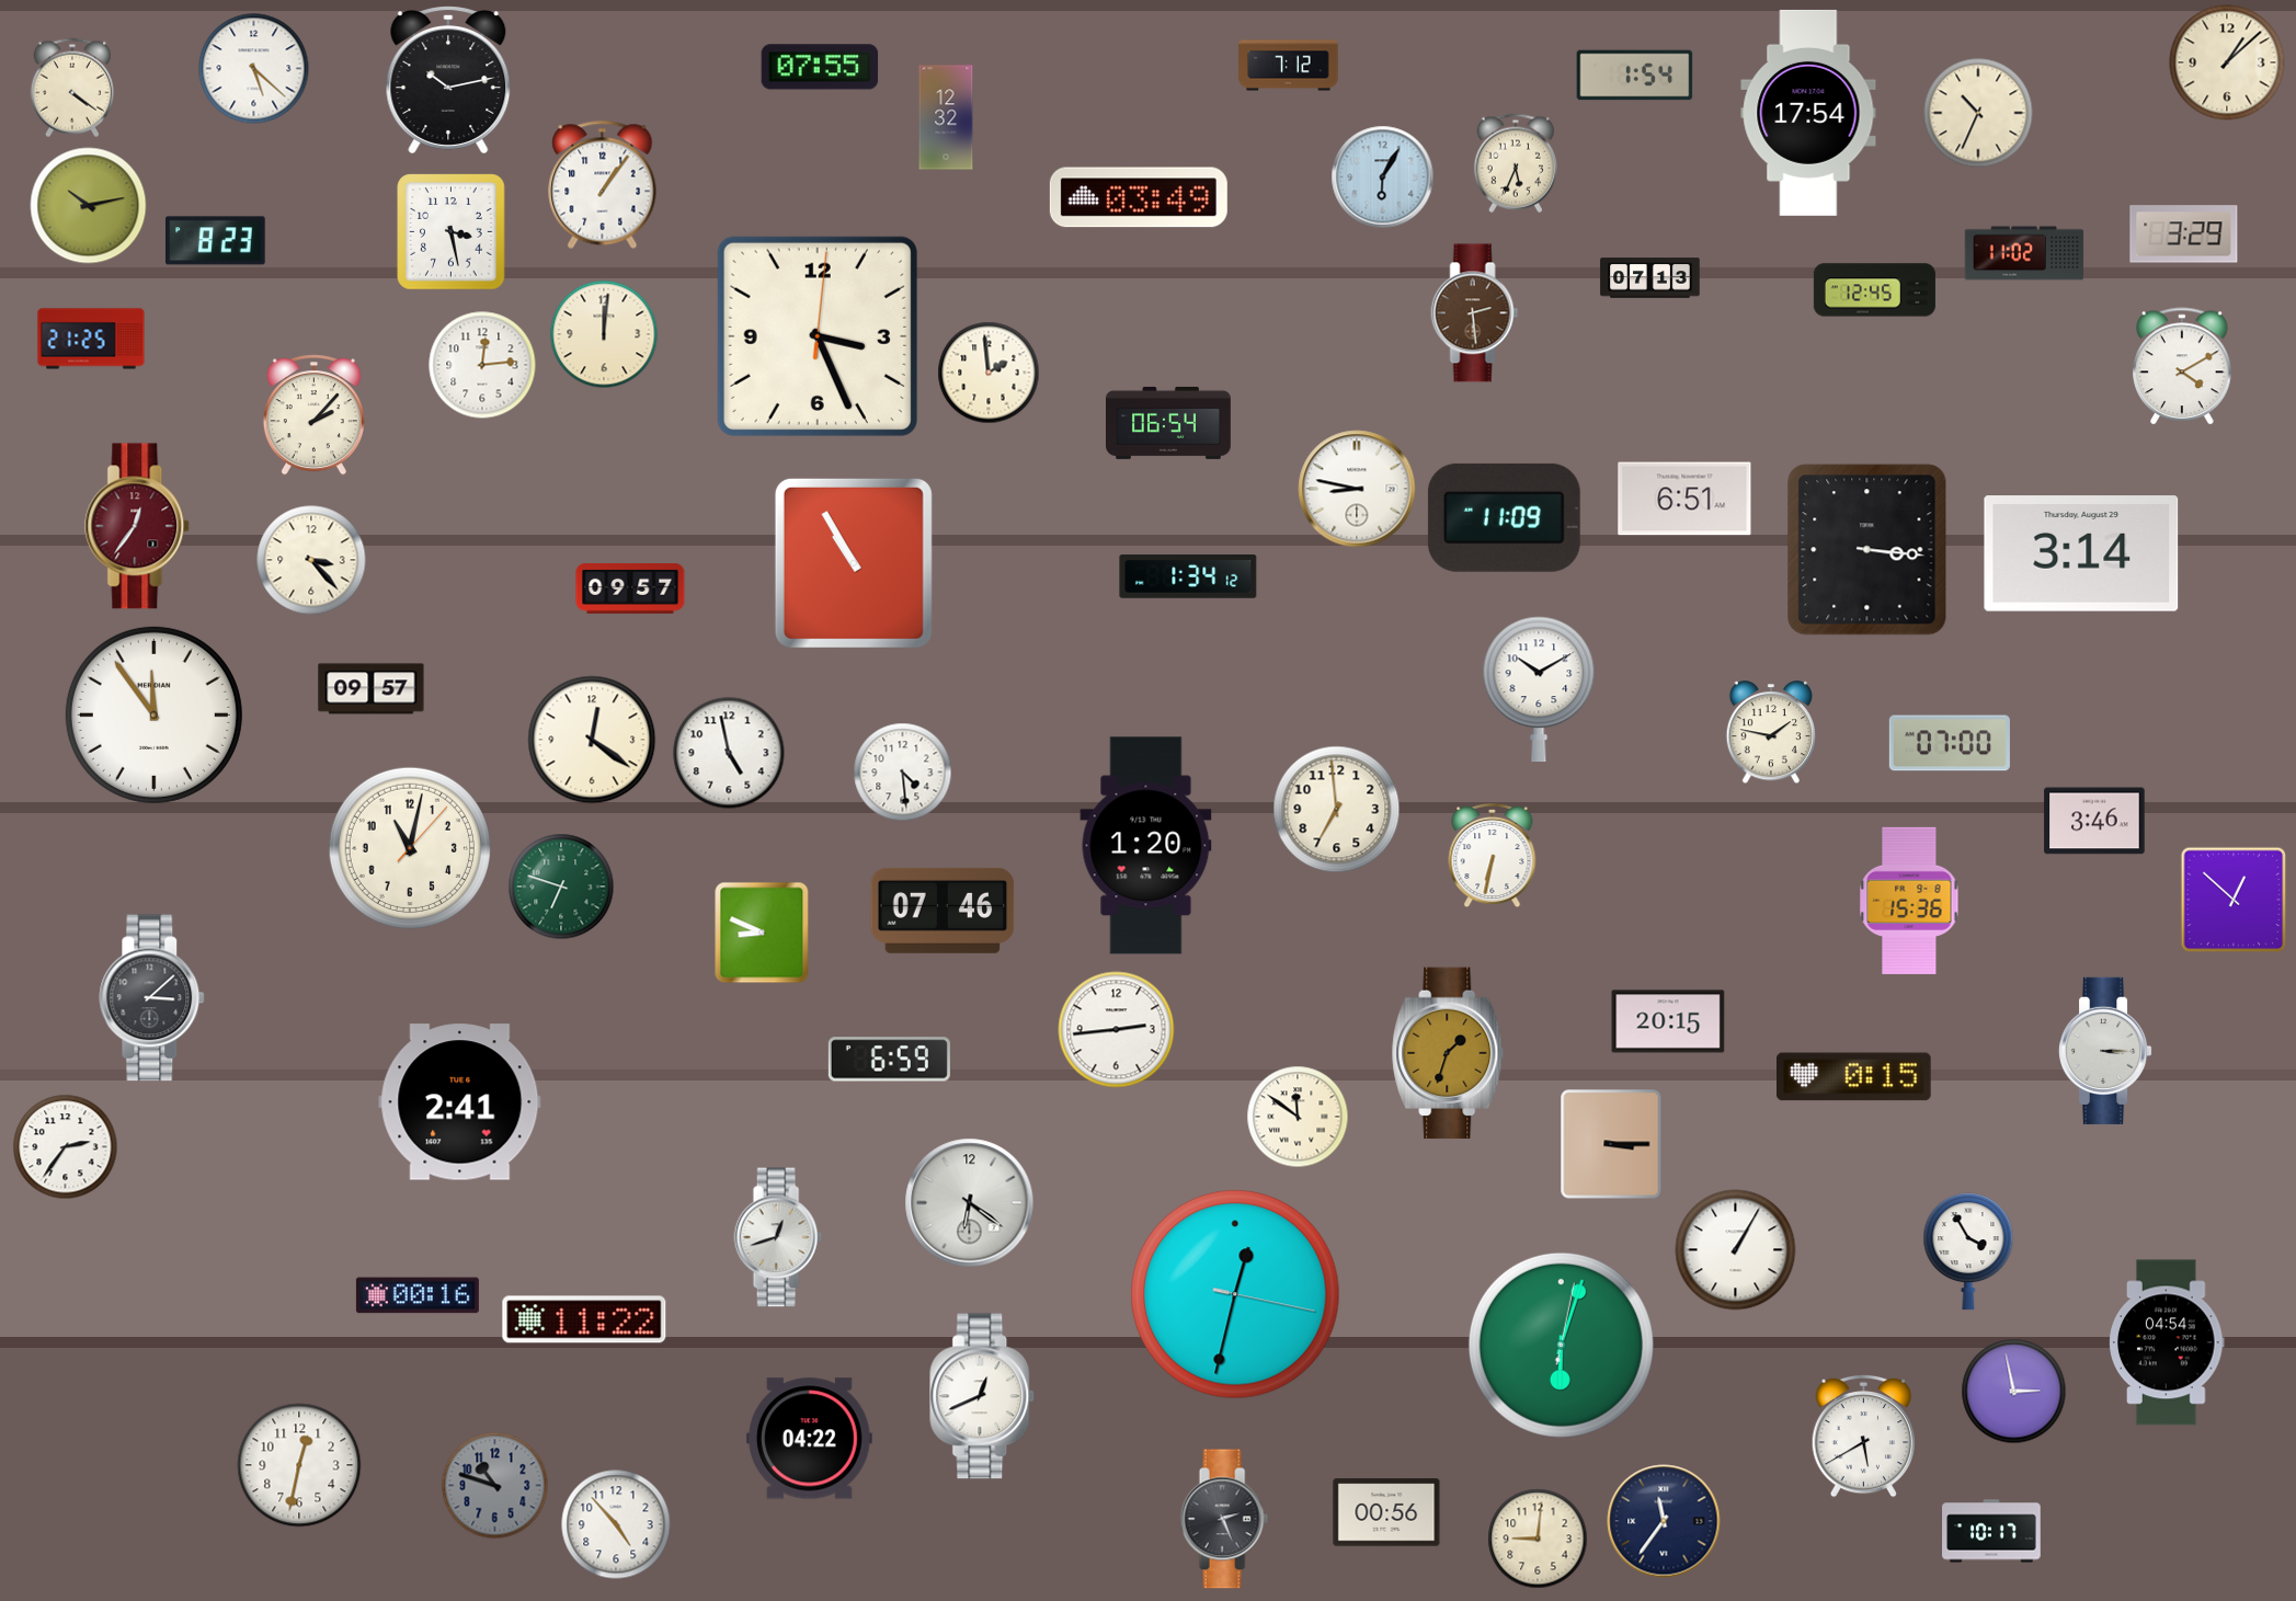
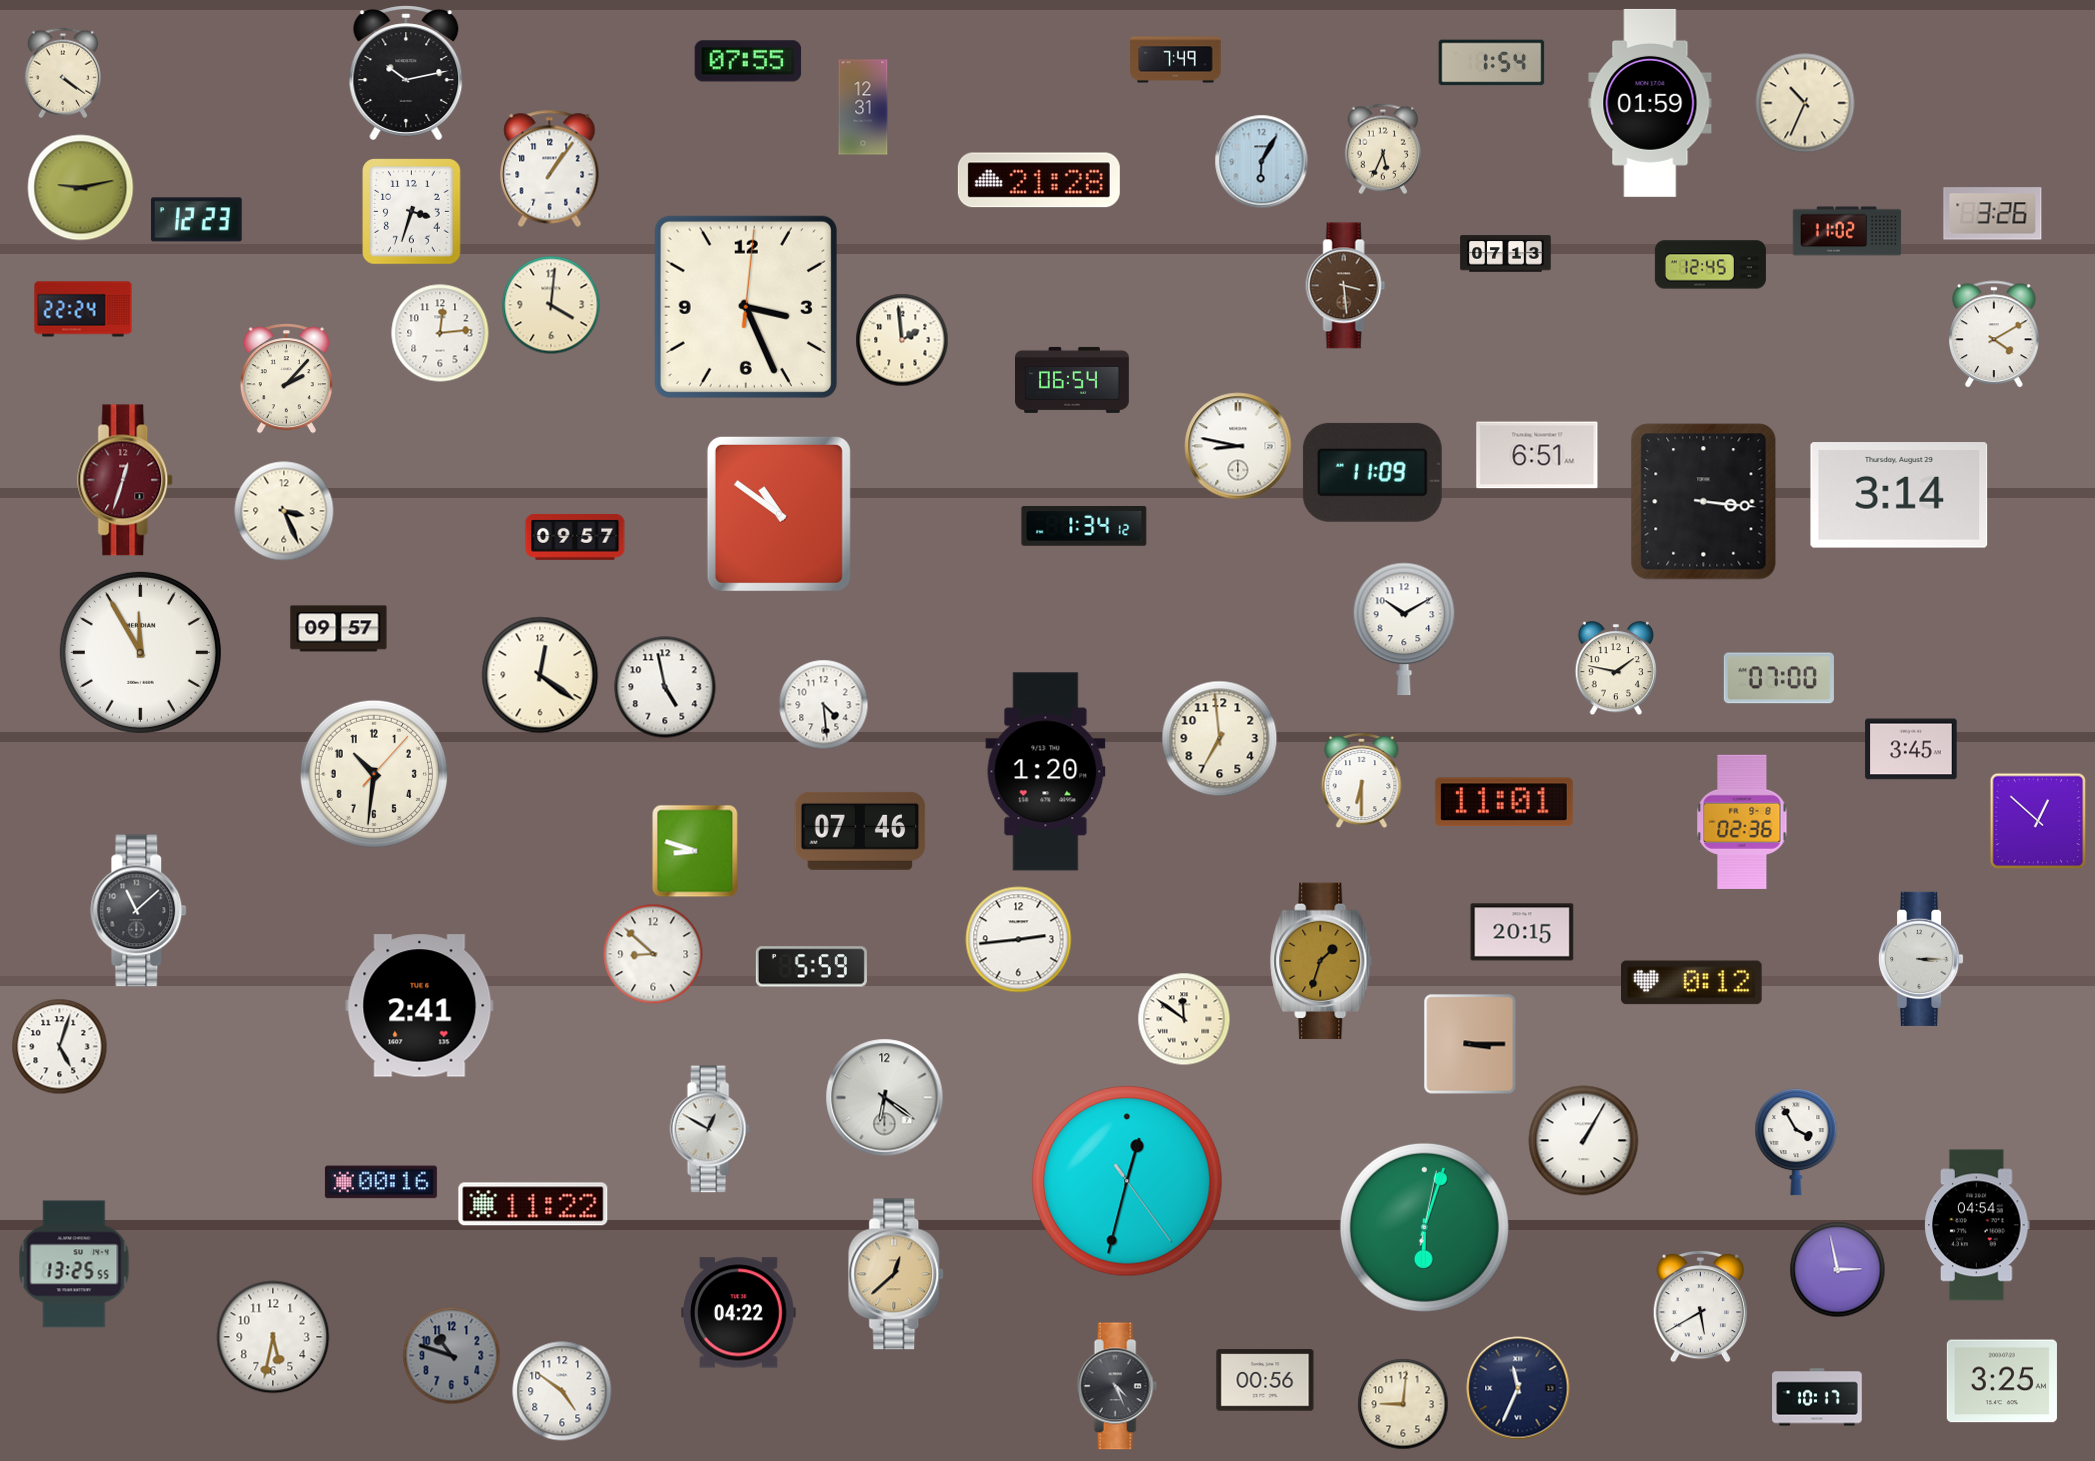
clock at (2227, 62): 1:08 -> none
clock at (1289, 66): 7:12 -> 7:49
clock at (254, 69): 5:22 -> none
clock at (1635, 76) position: (1635, 76) -> (1492, 63)
clock at (448, 80) position: (448, 80) -> (406, 73)
clock at (71, 88) position: (71, 88) -> (62, 73)
clock at (1808, 113): 17:54 -> 01:59
clock at (946, 117): 12:32 -> 12:31
clock at (1139, 197): 03:49 -> 21:28
clock at (89, 206): 10:13 -> 9:13
clock at (452, 232): 3:28 -> 3:33
clock at (2184, 235): 3:29 -> 3:26
clock at (216, 241): 8:23 -> 12:23
clock at (1475, 313): 2:29 -> 3:29
clock at (604, 334): 12:01 -> 4:01
clock at (91, 339): 21:25 -> 22:24
clock at (2182, 366) position: (2182, 366) -> (1994, 334)
clock at (1169, 423) position: (1169, 423) -> (1073, 380)
clock at (138, 526): 12:36 -> 12:33
clock at (2081, 553) position: (2081, 553) -> (1899, 495)
clock at (311, 560): 3:23 -> 3:26
clock at (854, 563): 10:55 -> 10:51
clock at (153, 714): 11:54 -> 11:55
clock at (2094, 821): 3:46 -> 3:45
clock at (410, 848): 11:02 -> 10:31
clock at (1493, 856): 6:32 -> 6:30
clock at (1504, 802): none -> 11:01
clock at (561, 887): 6:48 -> none
clock at (1909, 901): 15:36 -> 02:36
clock at (762, 933): 8:49 -> 8:48
clock at (152, 998): 3:08 -> 11:08
clock at (653, 954): none -> 8:52
clock at (889, 1060): 6:59 -> 5:59
clock at (1854, 1077): 0:15 -> 0:12
clock at (66, 1147): 2:36 -> 5:03
clock at (778, 1237): 12:42 -> 12:50
clock at (1235, 1294): 12:32:17 -> 12:32:24
clock at (74, 1264): none -> 13:25
clock at (983, 1396): 12:41 -> 12:38
clock at (983, 1396) dial: white -> champagne
clock at (1863, 1436) position: (1863, 1436) -> (1700, 1306)
clock at (299, 1465): 12:32 -> 5:32
clock at (2002, 1381): none -> 3:25
clock at (1224, 1519): 2:26 -> 4:26
clock at (1664, 1521): 11:36 -> 11:34
clock at (616, 1524): 4:53 -> 4:51
